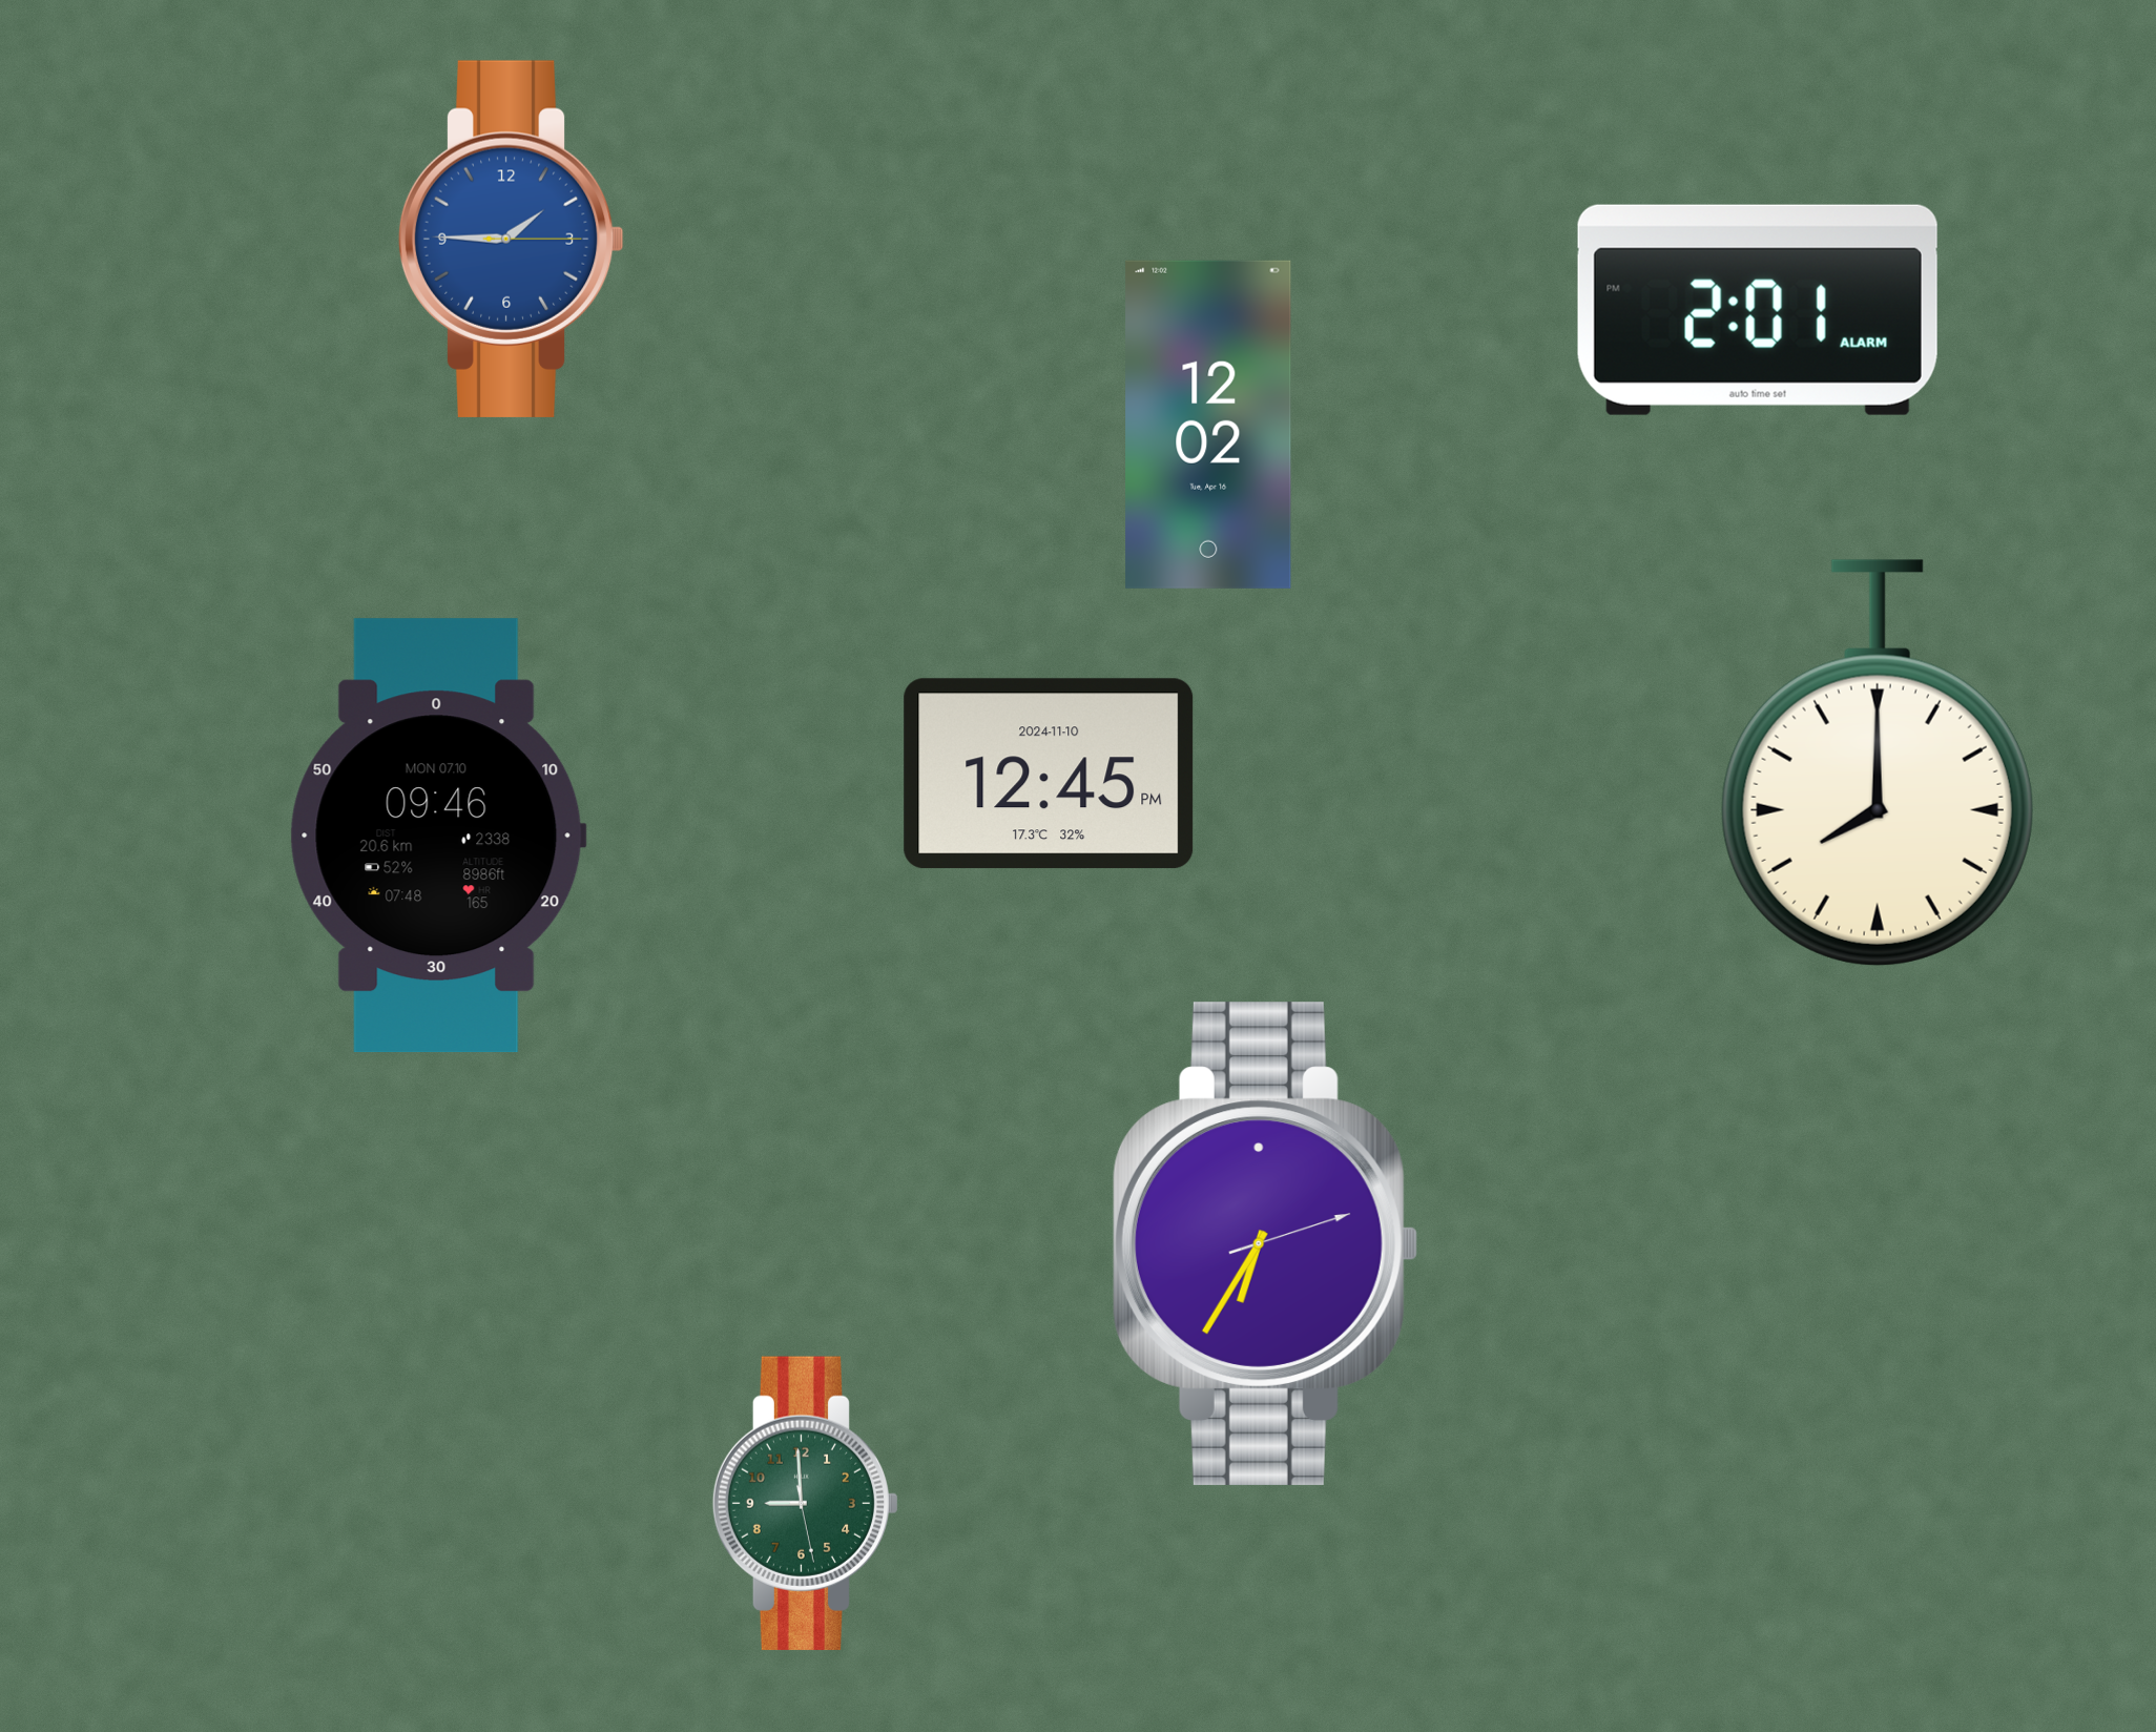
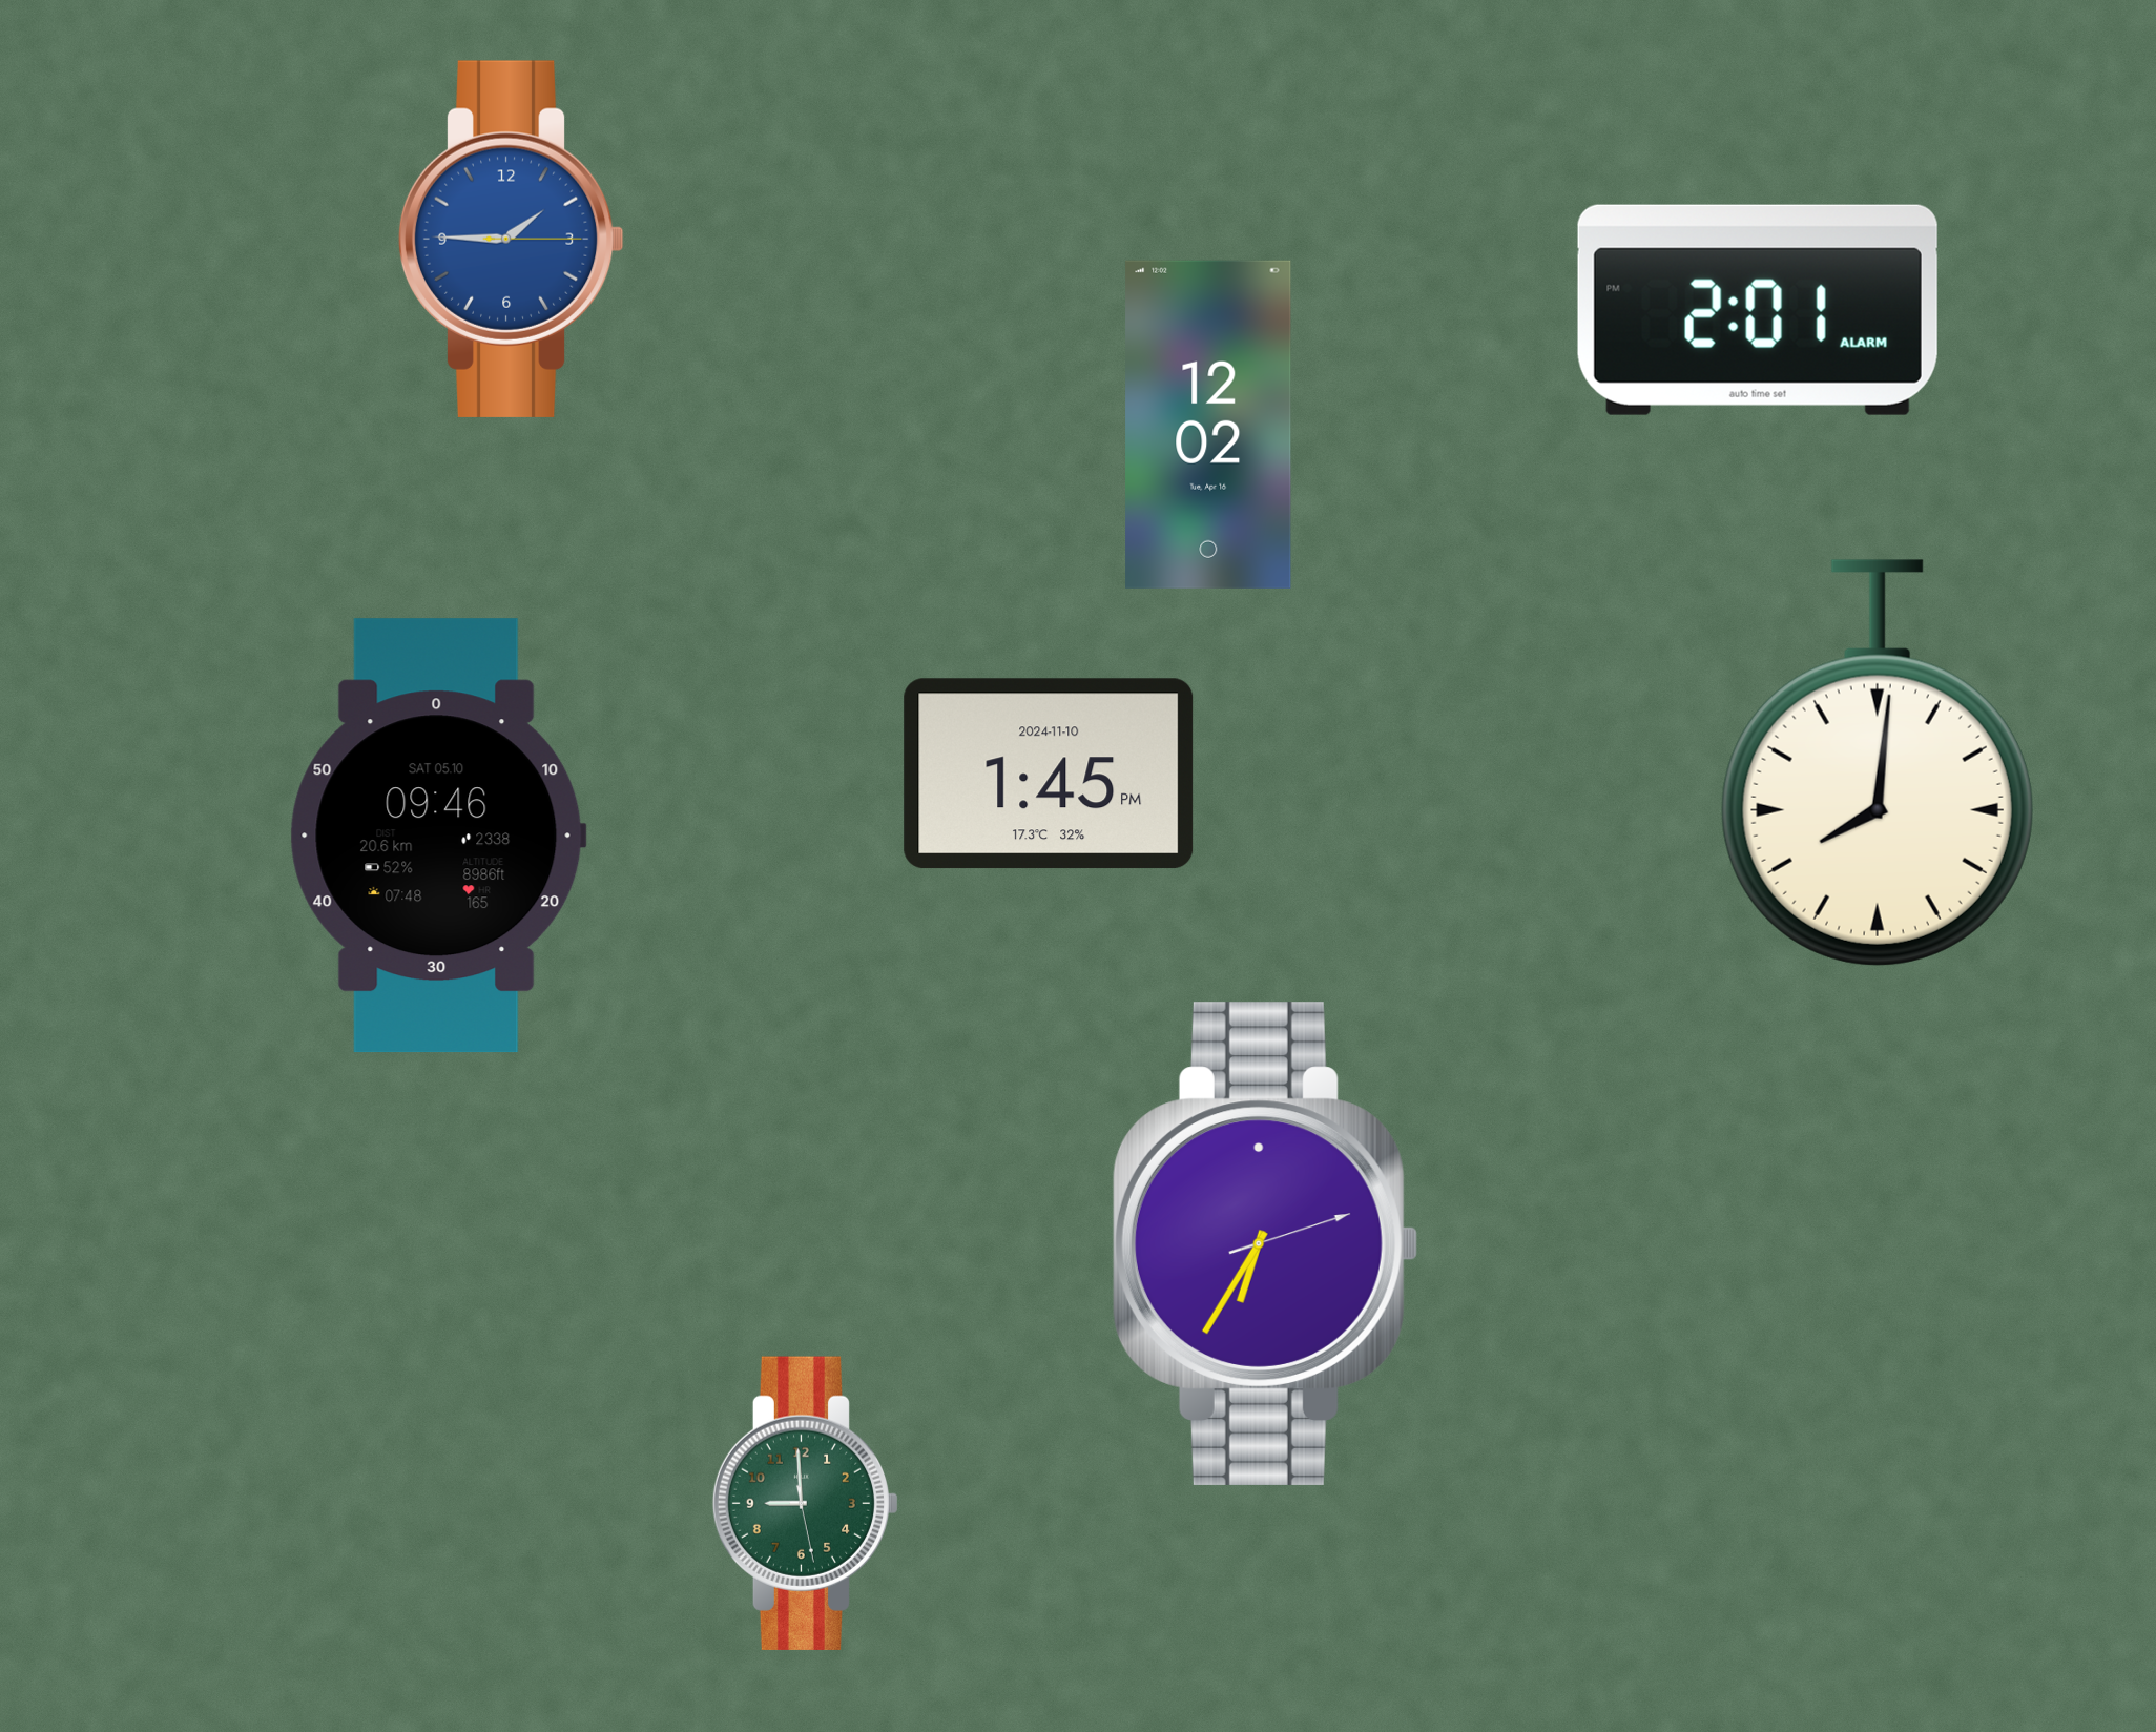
clock at (1878, 763): 8:00 -> 8:01
clock at (1049, 774): 12:45 -> 1:45
clock at (438, 836) date: MON 07.10 -> SAT 05.10
